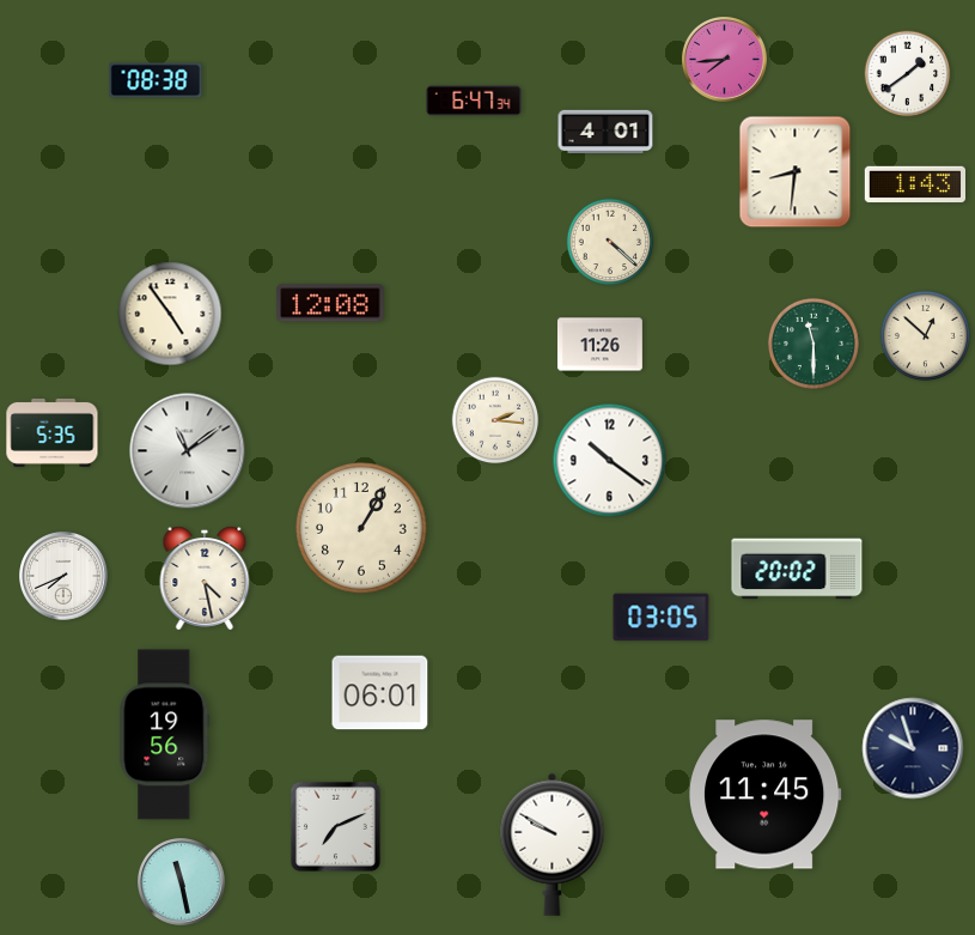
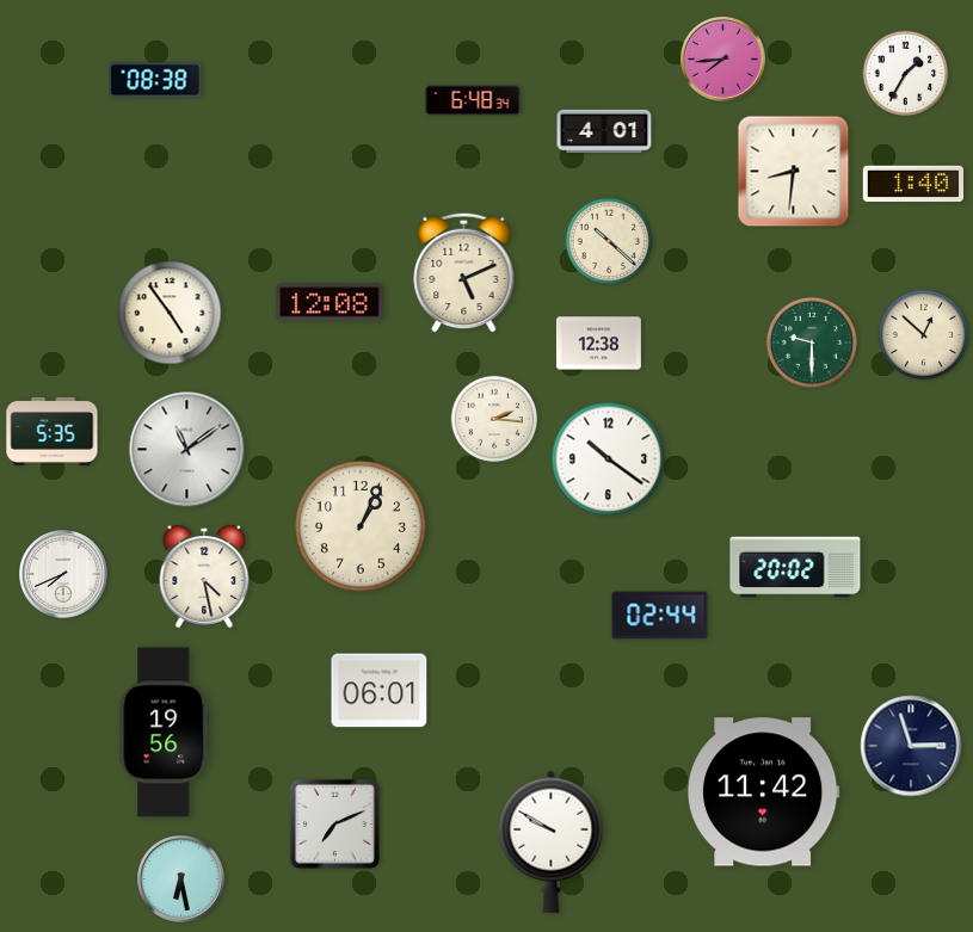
clock at (908, 74): 1:39 -> 1:35
clock at (474, 101): 6:47 -> 6:48
clock at (914, 184): 1:43 -> 1:40
clock at (610, 242): 4:22 -> 10:22
clock at (464, 272): none -> 5:11
clock at (813, 344): 11:30 -> 9:30
clock at (599, 345): 11:26 -> 12:38
clock at (361, 528): 1:05 -> 1:04
clock at (662, 618): 03:05 -> 02:44
clock at (913, 748): 9:57 -> 2:57
clock at (766, 795): 11:45 -> 11:42
clock at (182, 882): 11:28 -> 6:28
